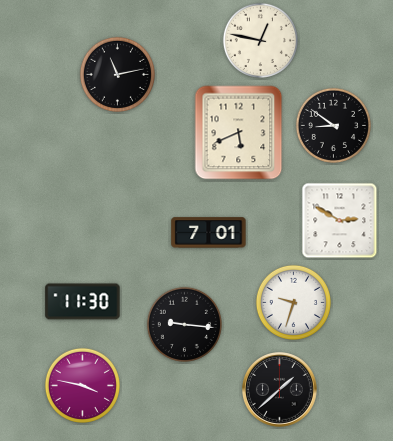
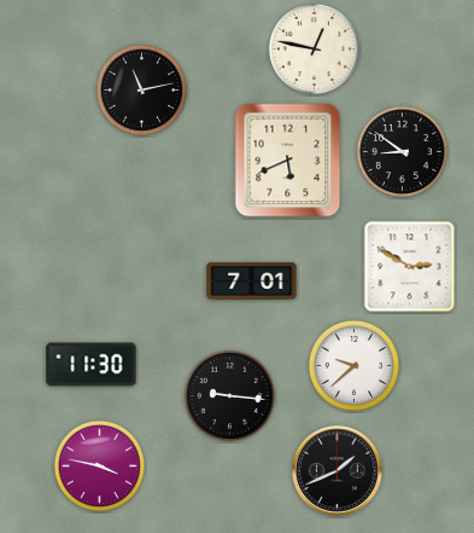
clock at (83, 302) position: (83, 302) -> (92, 365)
clock at (293, 302): 9:33 -> 9:38
clock at (184, 324) position: (184, 324) -> (229, 395)
clock at (280, 390): 1:38 -> 1:41
